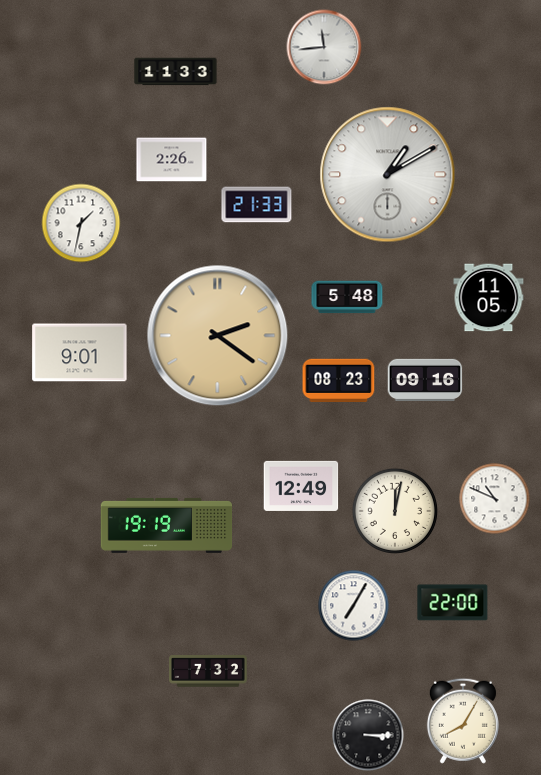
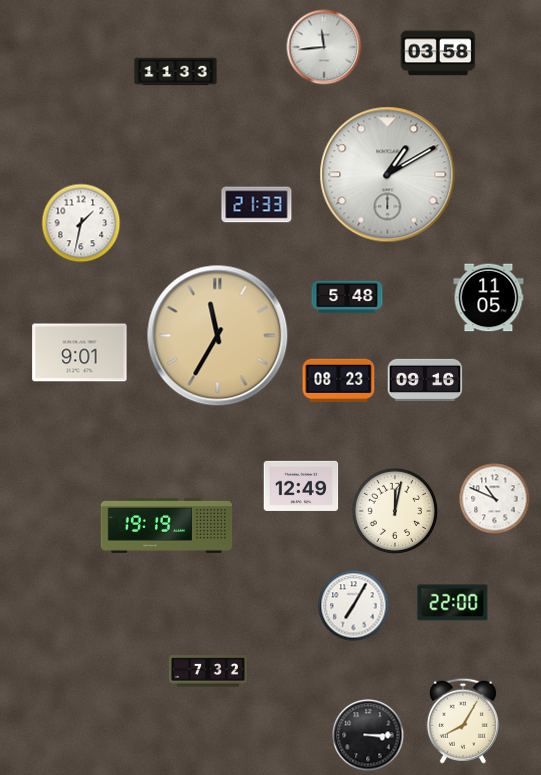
clock at (438, 53): none -> 03:58
clock at (172, 160): 2:26 -> none
clock at (218, 336): 2:21 -> 11:35
